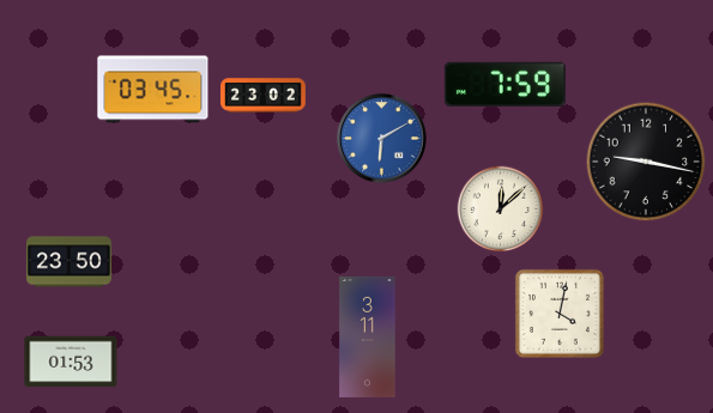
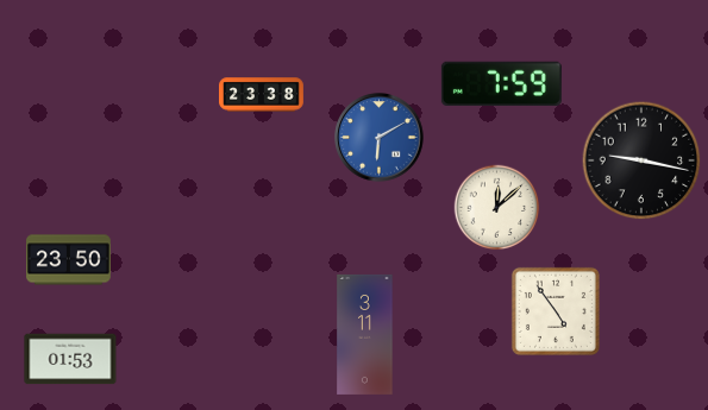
clock at (153, 90): 03:45 -> none
clock at (264, 96): 23:02 -> 23:38
clock at (560, 314): 4:02 -> 4:54
